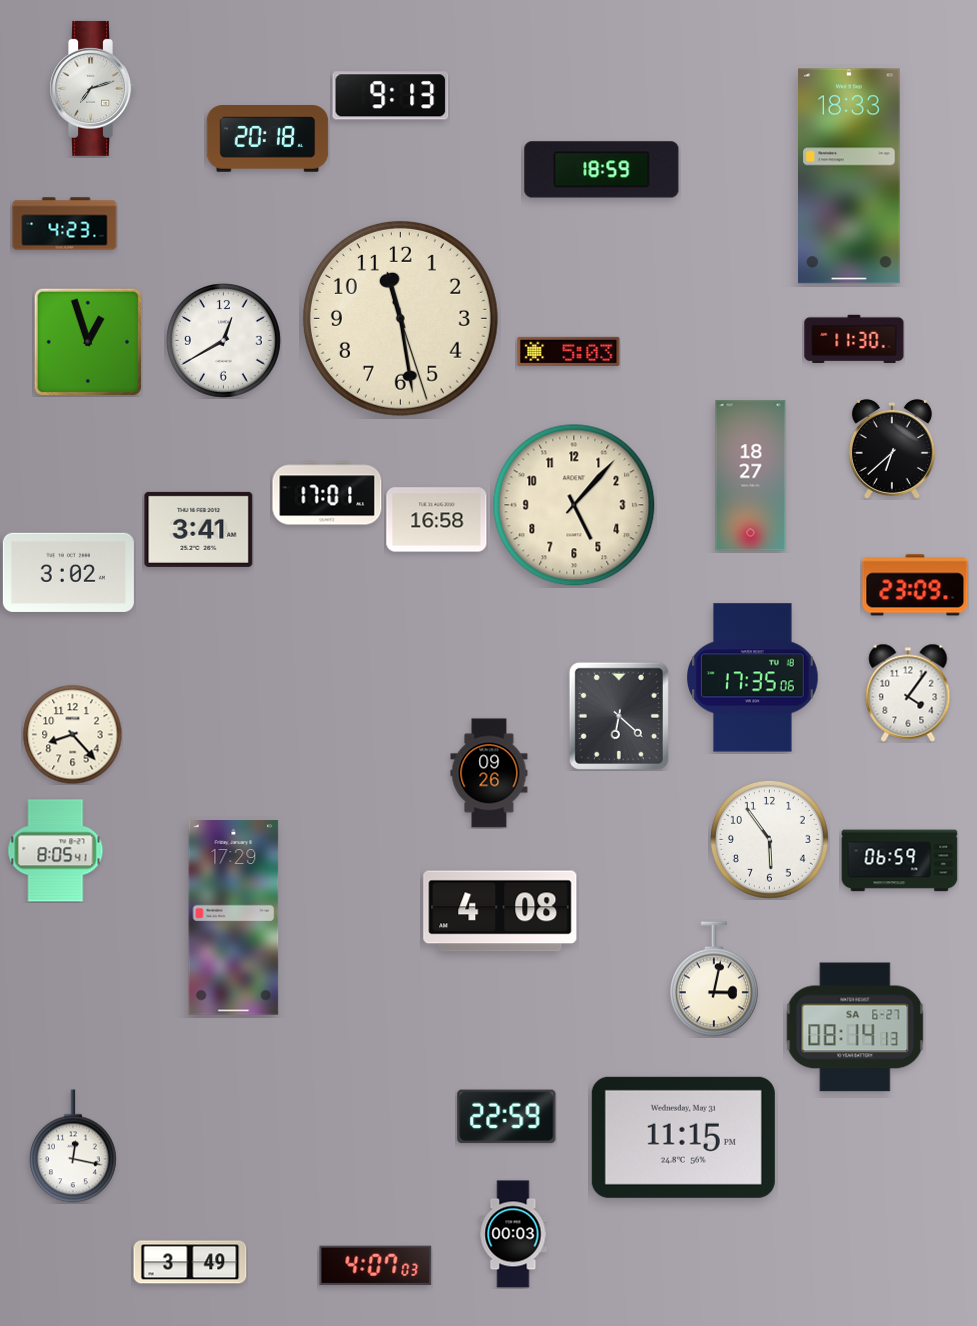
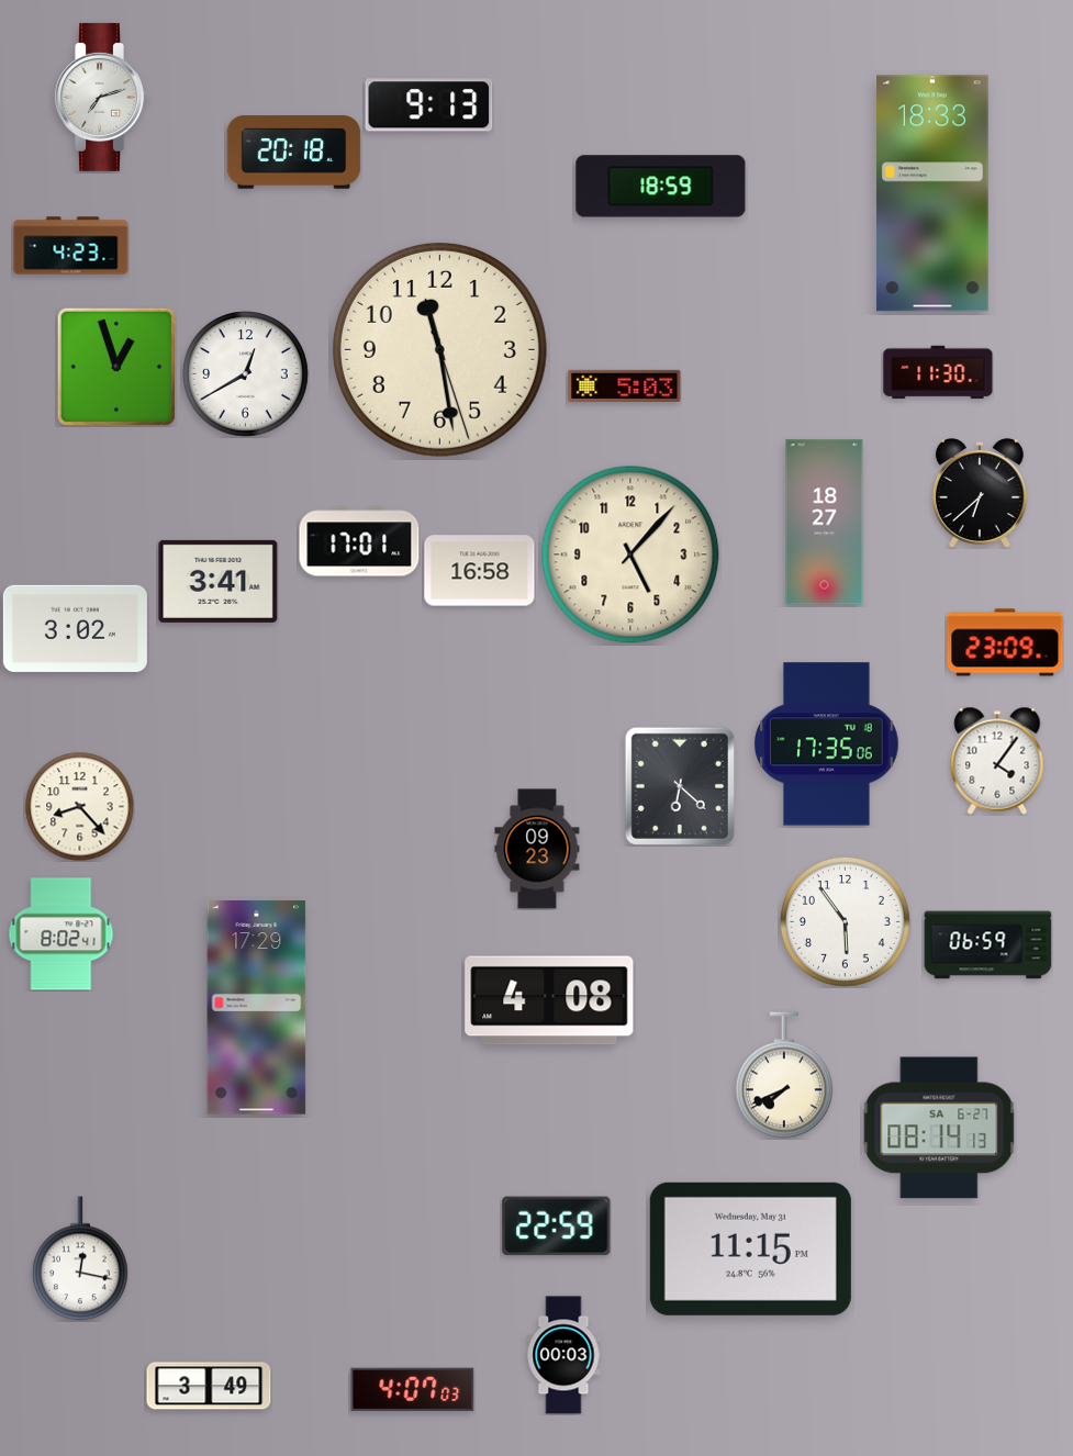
clock at (87, 341) position: (87, 341) -> (115, 366)
clock at (489, 773): 09:26 -> 09:23
clock at (56, 851): 8:05 -> 8:02
clock at (714, 979): 3:02 -> 7:41
